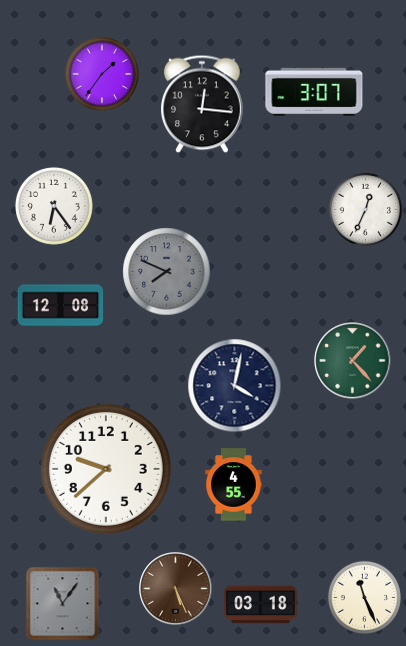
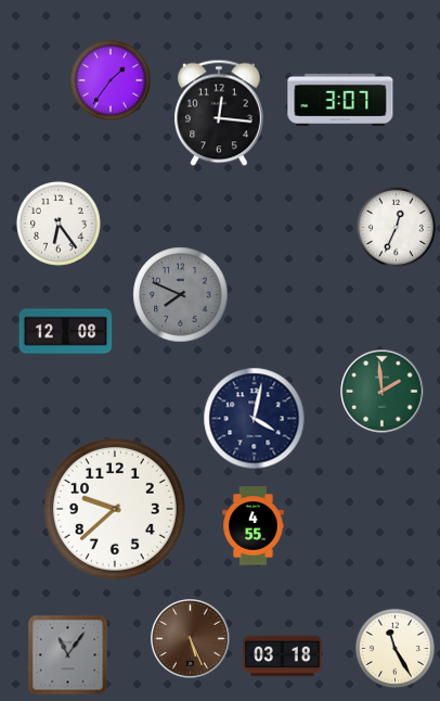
clock at (353, 361): 1:23 -> 1:59
clock at (364, 597): 11:26 -> 11:25
